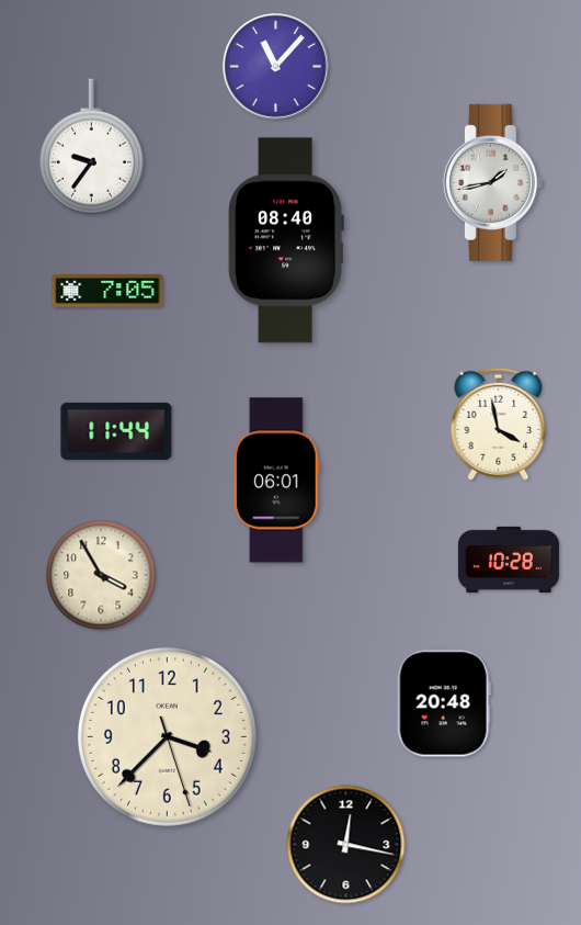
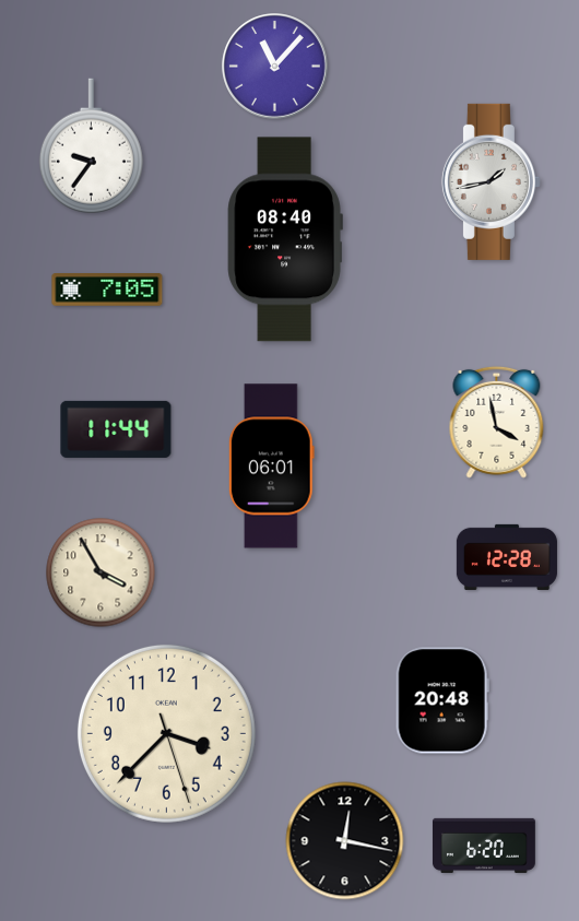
clock at (276, 481) position: (276, 481) -> (271, 467)
clock at (509, 560): 10:28 -> 12:28
clock at (484, 846): none -> 6:20
